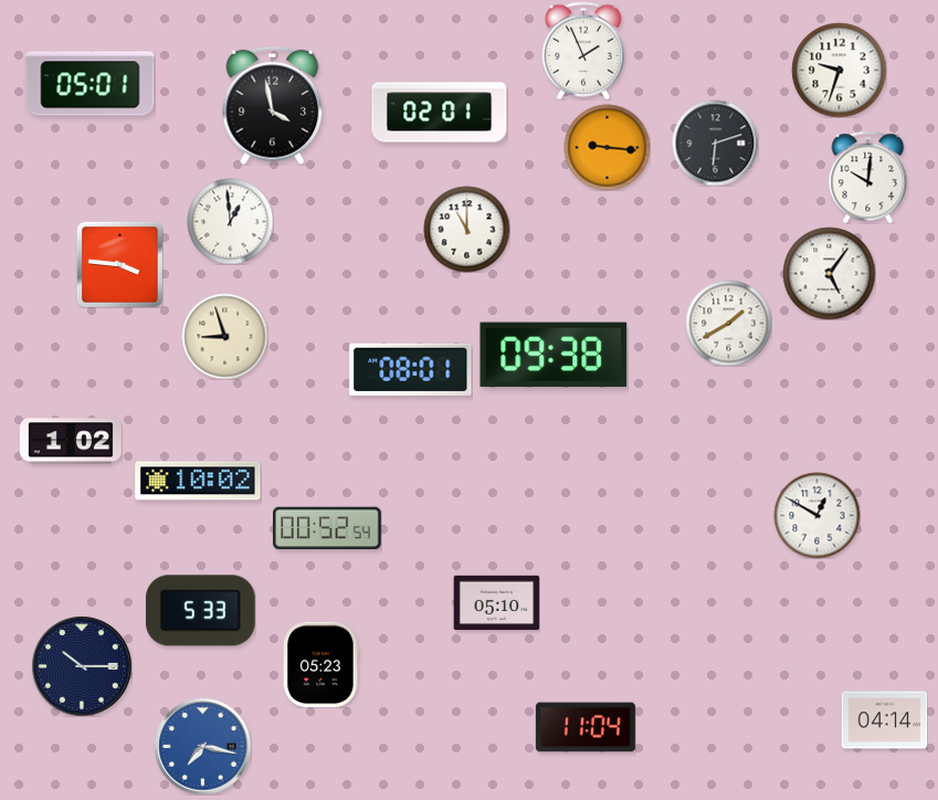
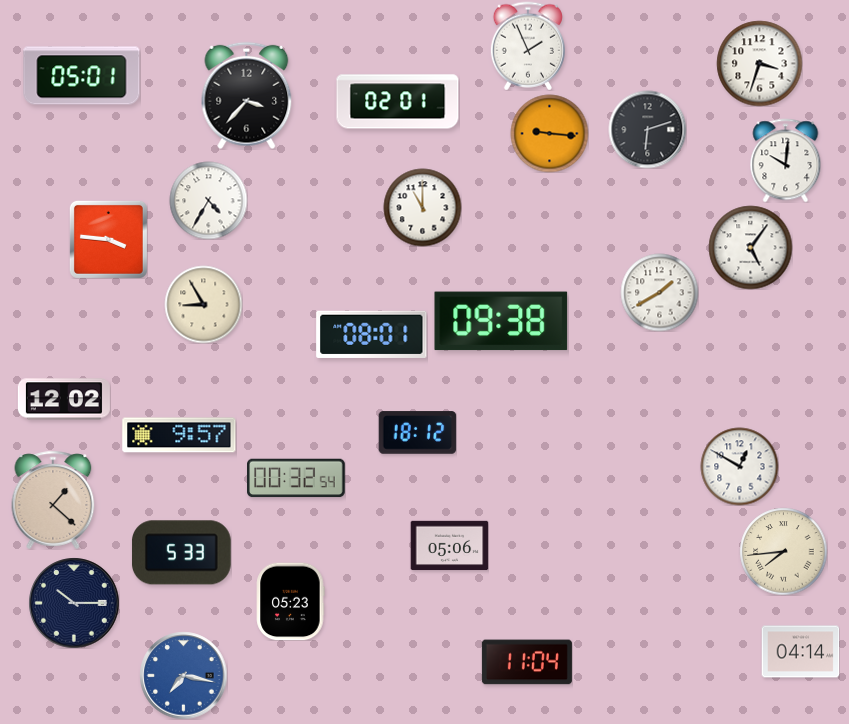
clock at (839, 70): 9:33 -> 3:33
clock at (273, 105): 3:58 -> 3:37
clock at (230, 221): 12:59 -> 4:35
clock at (224, 336): 8:57 -> 8:55
clock at (71, 441): 1:02 -> 12:02
clock at (417, 433): none -> 18:12
clock at (198, 481): 10:02 -> 9:57
clock at (328, 528): 00:52 -> 00:32
clock at (53, 500): none -> 1:22
clock at (496, 603): 05:10 -> 05:06
clock at (783, 551): none -> 7:44
clock at (586, 727) position: (586, 727) -> (527, 662)
